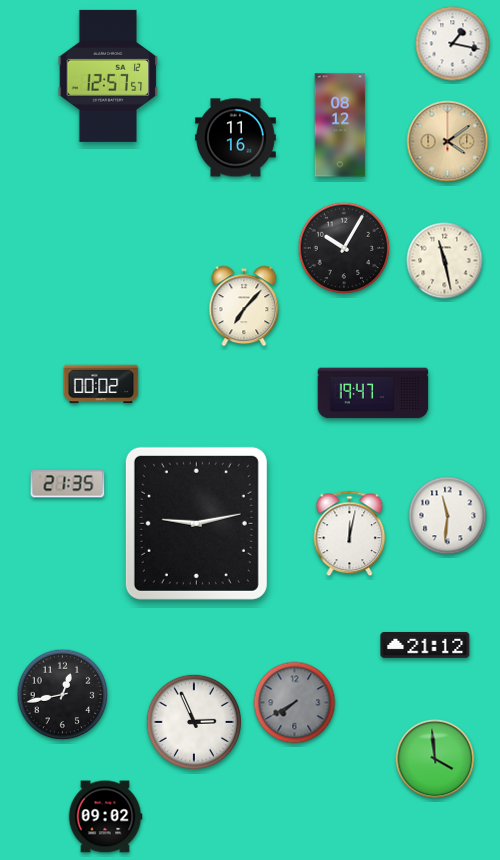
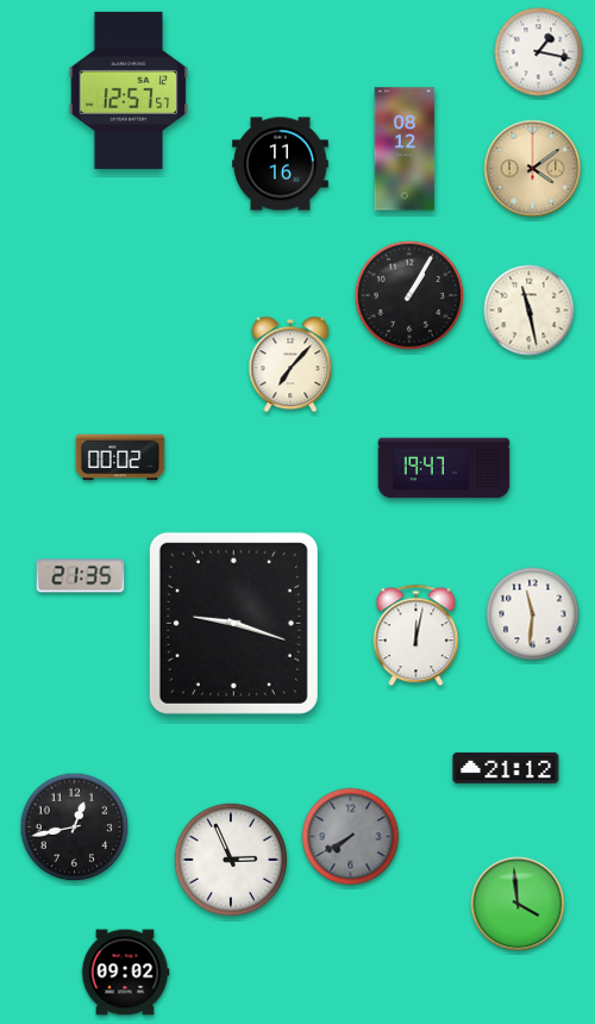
clock at (344, 248): 10:05 -> 1:05
clock at (196, 523): 9:13 -> 9:18
